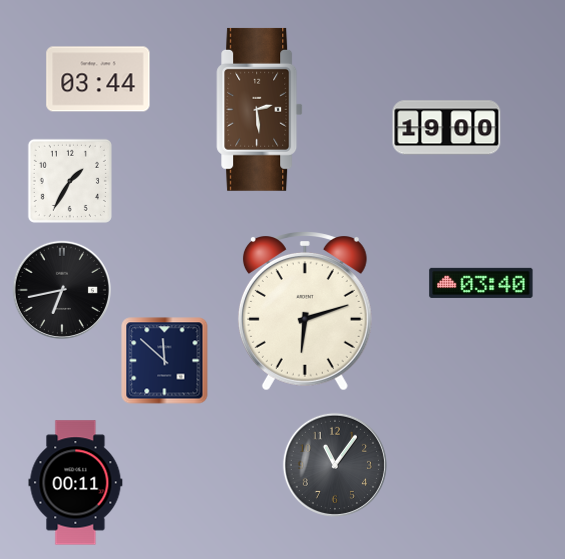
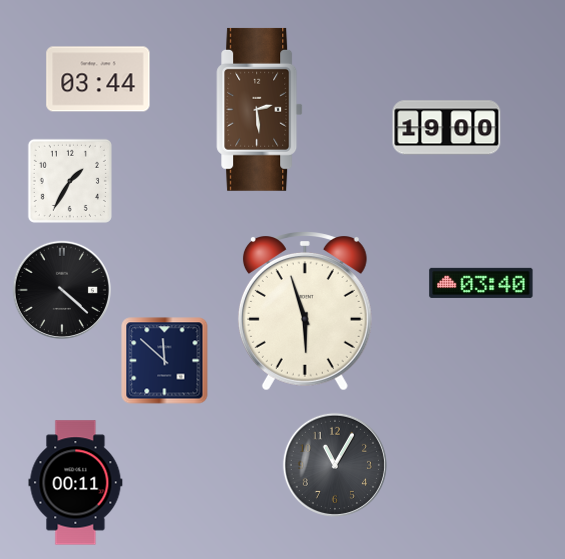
clock at (62, 290): 6:43 -> 4:22
clock at (305, 311): 6:12 -> 5:57
clock at (335, 465): 11:06 -> 11:05
